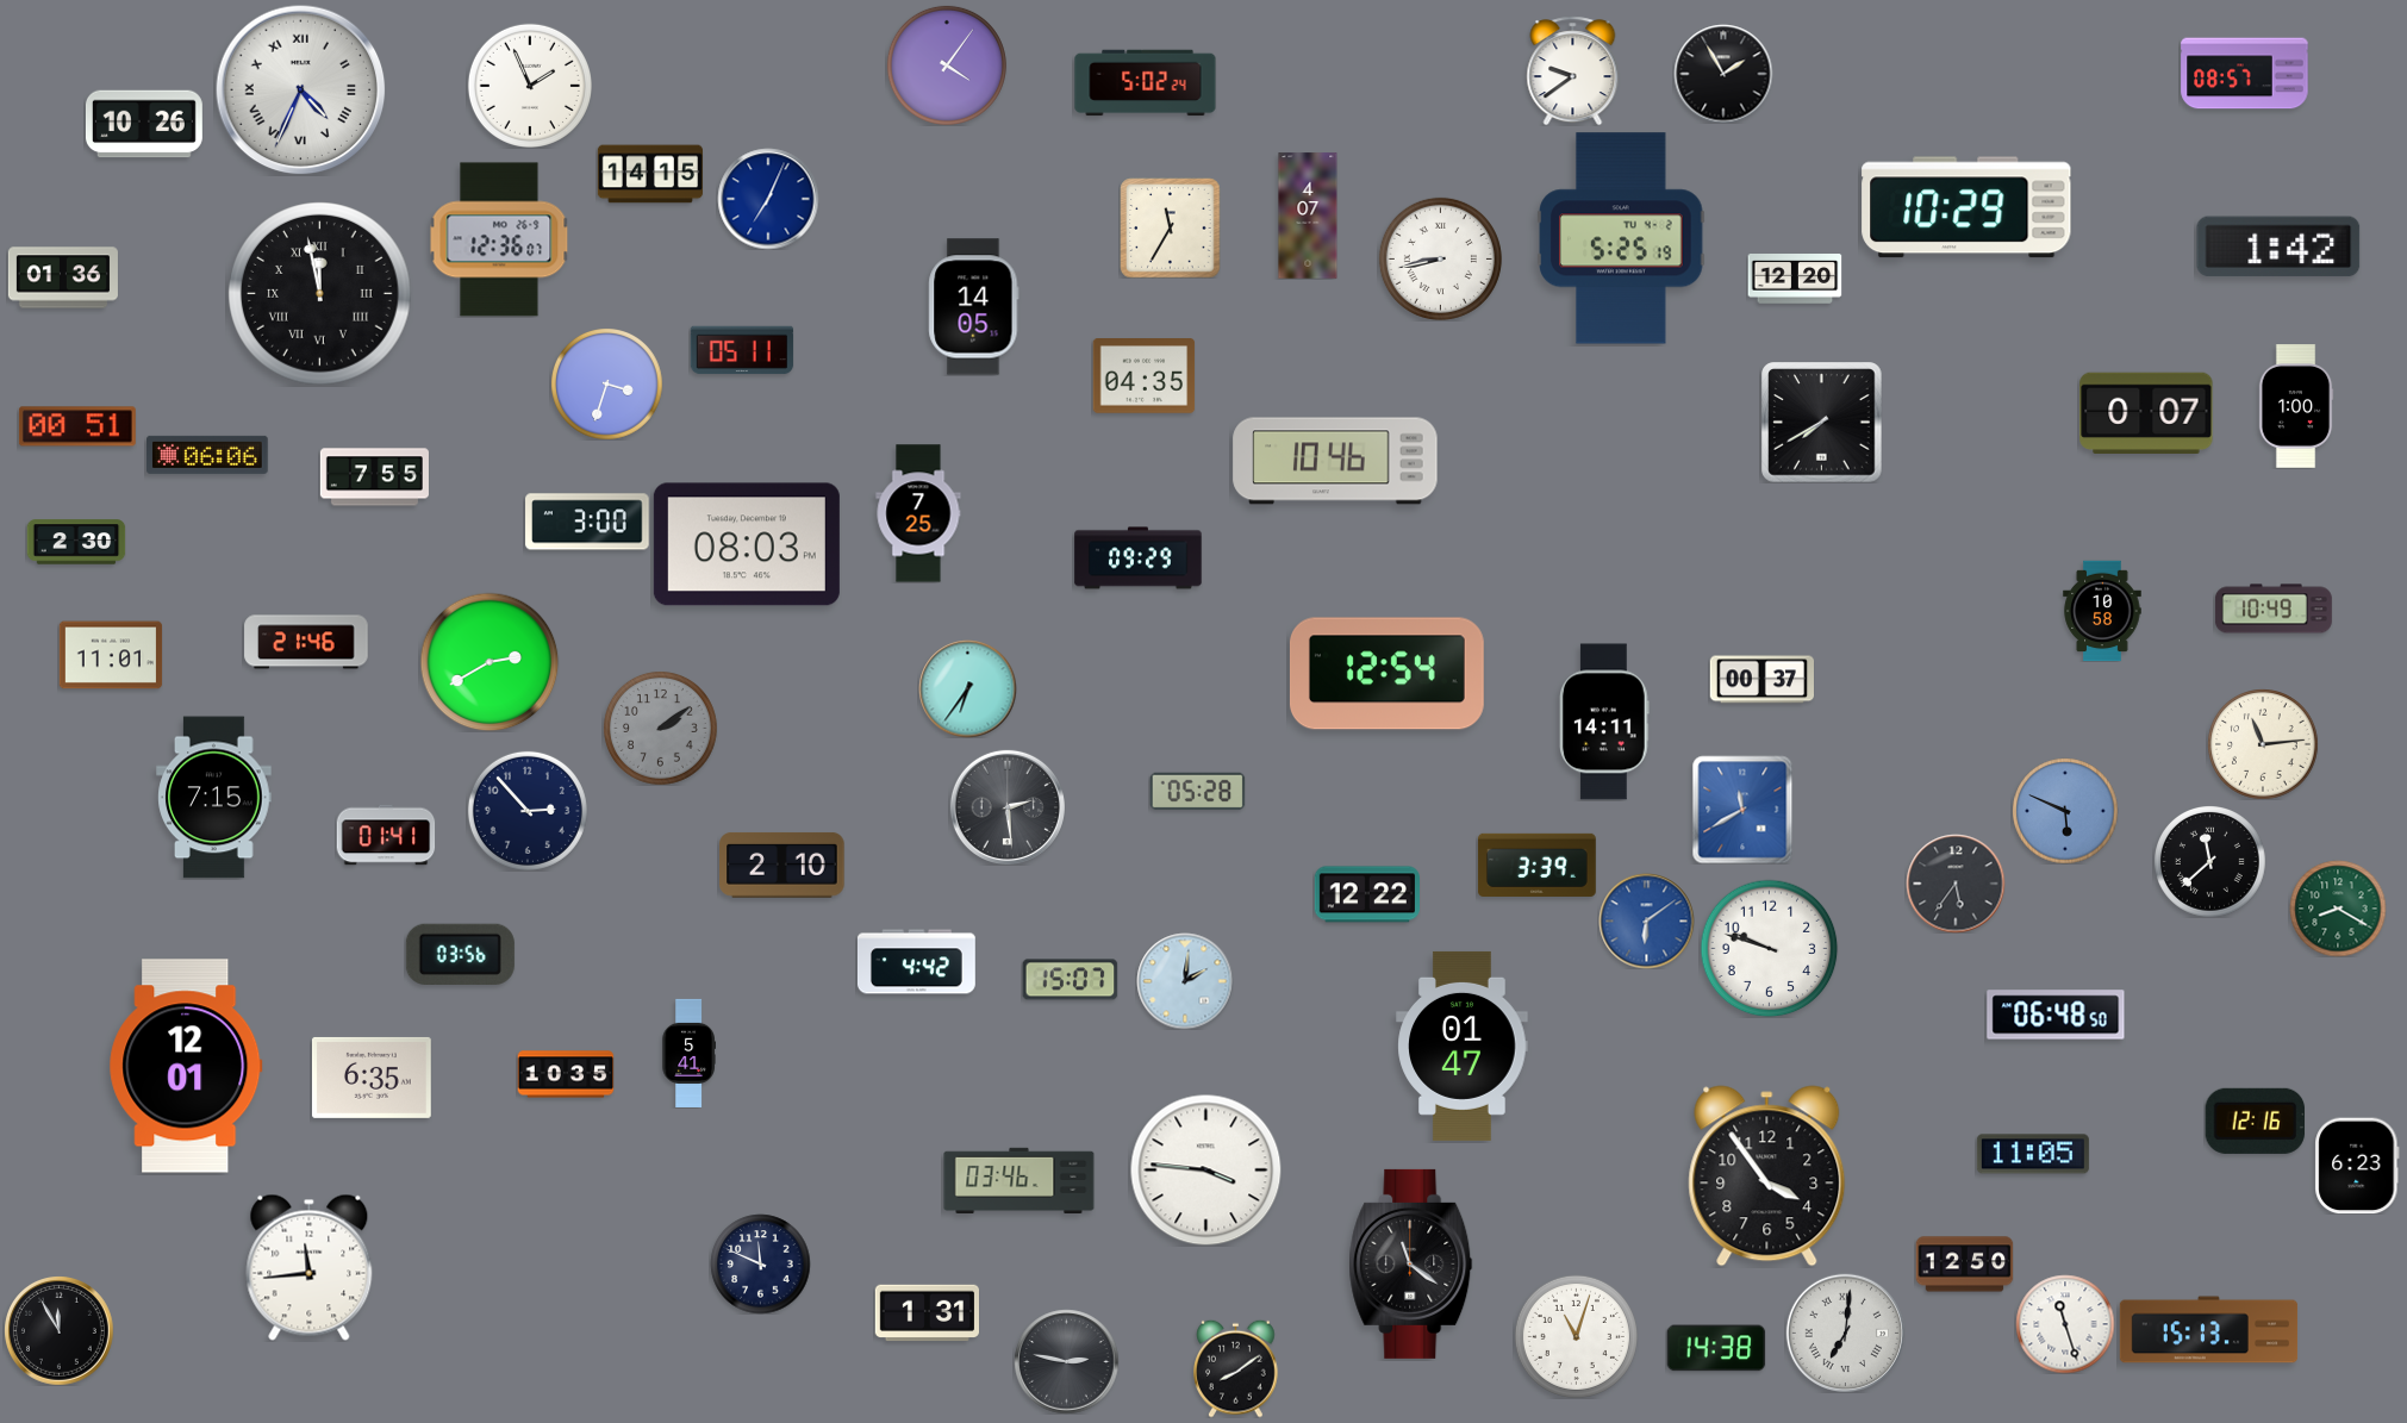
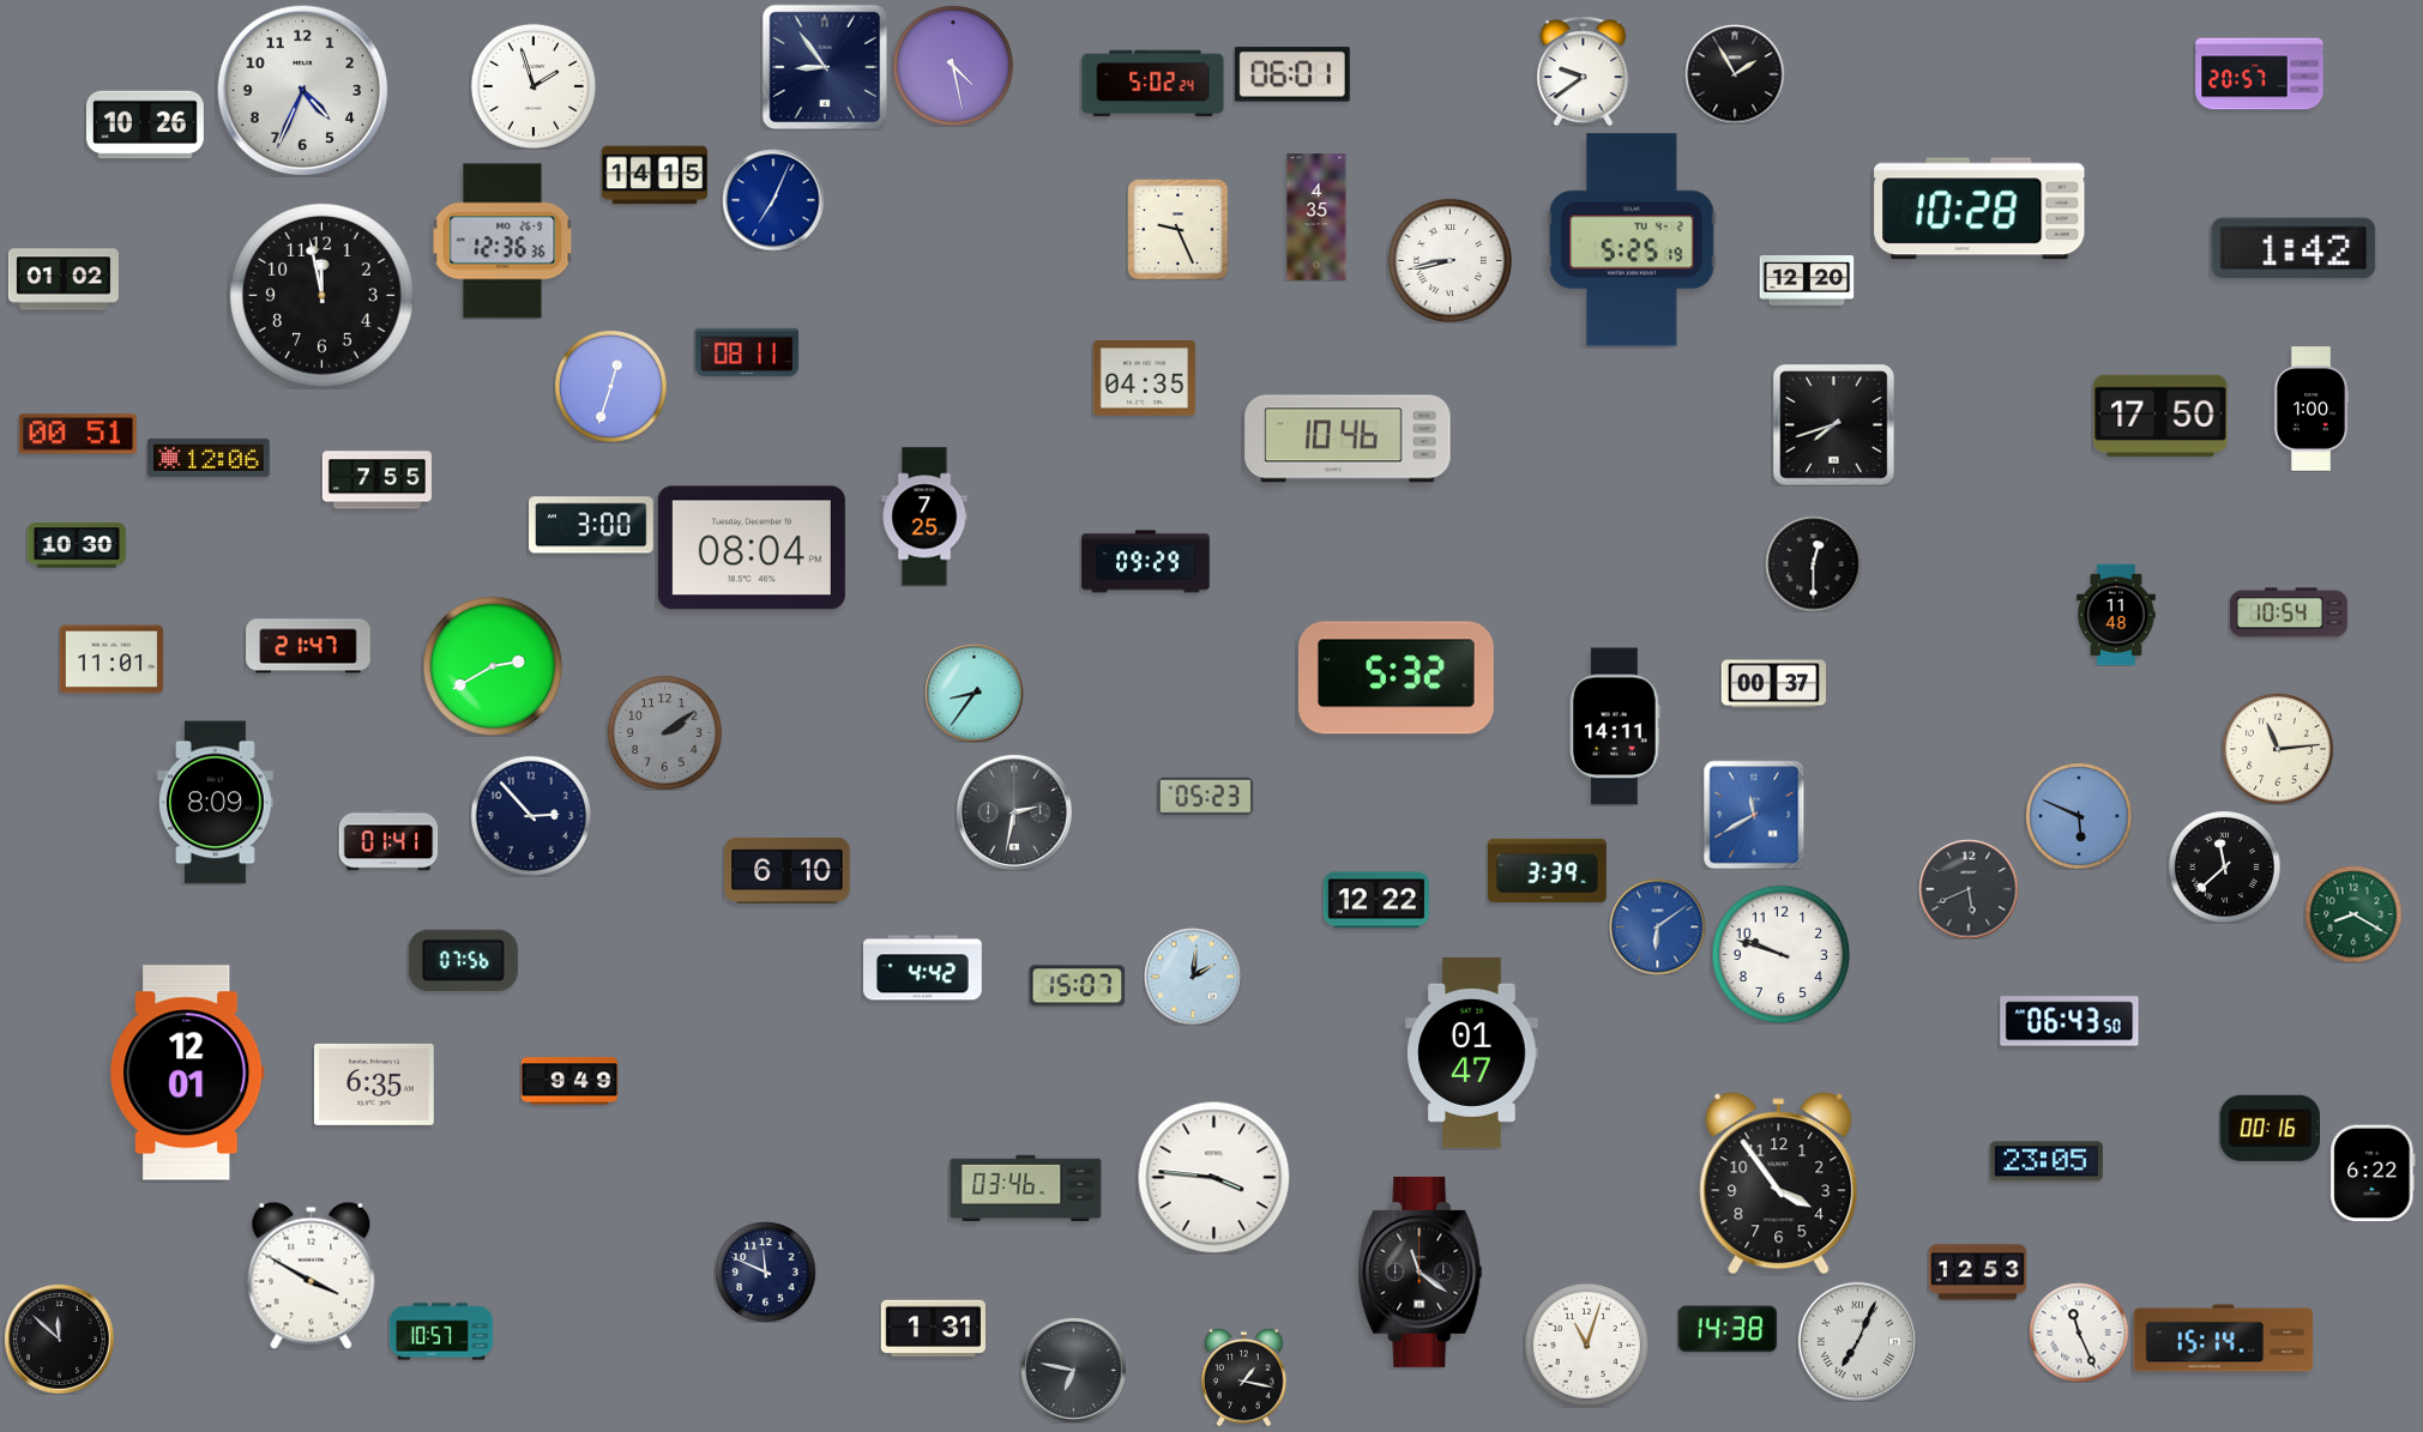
clock at (947, 65): 4:06 -> 4:28
clock at (825, 67): none -> 8:54
clock at (1292, 74): none -> 06:01
clock at (2245, 74): 08:57 -> 20:57
clock at (530, 86): 1:56 -> 1:57
clock at (300, 89) numerals: Roman -> Arabic
clock at (1966, 207): 10:29 -> 10:28
clock at (1308, 216): 4:07 -> 4:35
clock at (1170, 227): 11:35 -> 9:26
clock at (499, 239): 12:36:07 -> 12:36:36
clock at (63, 277): 01:36 -> 01:02
clock at (320, 294) numerals: Roman -> Arabic
clock at (974, 307): 14:05 -> none
clock at (742, 350): 05:11 -> 08:11
clock at (1143, 376) position: (1143, 376) -> (1144, 379)
clock at (607, 385): 3:33 -> 12:33
clock at (2146, 412): 0:07 -> 17:50
clock at (1821, 422): 7:40 -> 7:42
clock at (77, 426) position: (77, 426) -> (78, 434)
clock at (208, 455): 06:06 -> 12:06
clock at (1335, 461) position: (1335, 461) -> (1348, 439)
clock at (76, 542): 2:30 -> 10:30
clock at (747, 544): 08:03 -> 08:04
clock at (1813, 563): none -> 12:30
clock at (2274, 608): 10:49 -> 10:54
clock at (2102, 611): 10:58 -> 11:48
clock at (306, 642): 21:46 -> 21:47
clock at (1386, 674): 12:54 -> 5:32
clock at (967, 688): 6:36 -> 8:36
clock at (1197, 792): 05:28 -> 05:23
clock at (214, 798): 7:15 -> 8:09
clock at (1008, 807): 2:29 -> 2:32
clock at (782, 865): 2:10 -> 6:10
clock at (1956, 884): 5:36 -> 5:41
clock at (460, 954): 03:56 -> 07:56
clock at (1185, 981) position: (1185, 981) -> (1193, 977)
clock at (2056, 1015): 06:48 -> 06:43
clock at (688, 1053): 5:41 -> none
clock at (566, 1074): 10:35 -> 9:49
clock at (2255, 1121): 12:16 -> 00:16
clock at (2033, 1154): 11:05 -> 23:05
clock at (2357, 1166): 6:23 -> 6:22
clock at (1964, 1265): 12:50 -> 12:53
clock at (310, 1267): 11:44 -> 3:50
clock at (927, 1313) position: (927, 1313) -> (933, 1329)
clock at (441, 1331): none -> 10:57
clock at (2065, 1324): 11:27 -> 11:26
clock at (2209, 1330): 15:13 -> 15:14
clock at (60, 1331): 11:55 -> 11:52
clock at (1845, 1332): 7:01 -> 7:04
clock at (1716, 1348) position: (1716, 1348) -> (1728, 1329)
clock at (1066, 1361): 2:47 -> 6:47
clock at (1236, 1368): 8:09 -> 1:17
